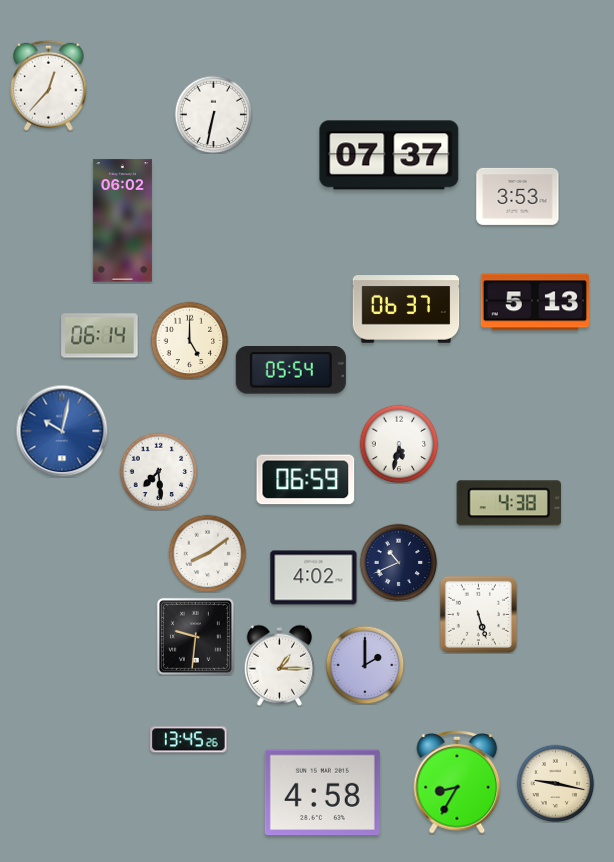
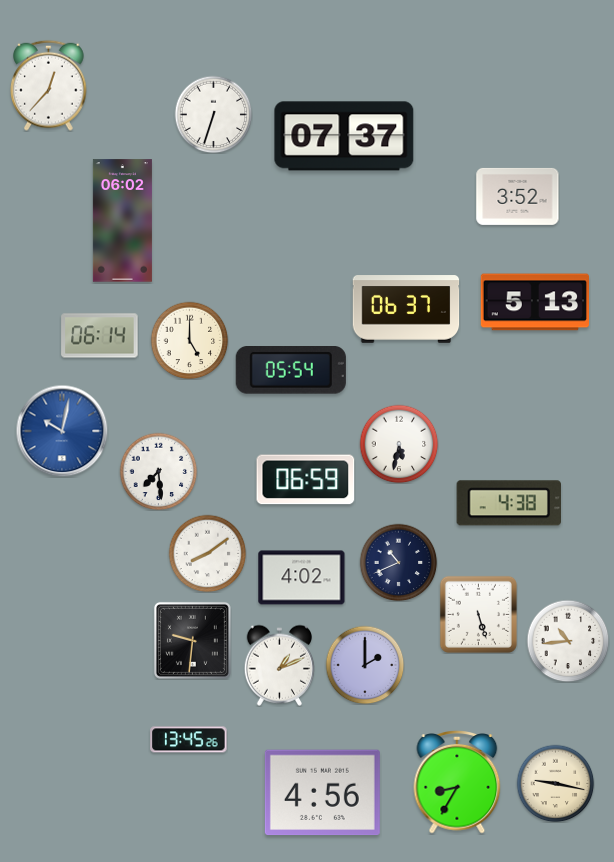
clock at (213, 114): 6:32 -> 6:33
clock at (389, 155) position: (389, 155) -> (344, 136)
clock at (518, 196): 3:53 -> 3:52
clock at (314, 578) position: (314, 578) -> (302, 578)
clock at (195, 636) position: (195, 636) -> (192, 640)
clock at (568, 641): none -> 10:44
clock at (280, 665): 1:15 -> 1:11
clock at (322, 793): 4:58 -> 4:56
